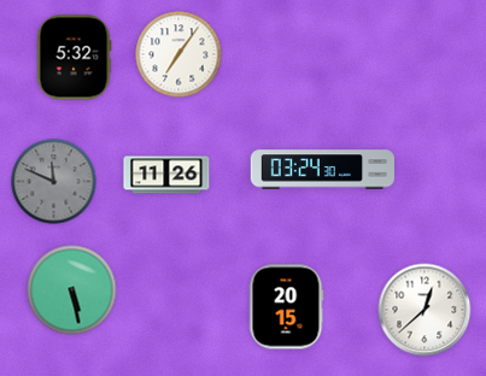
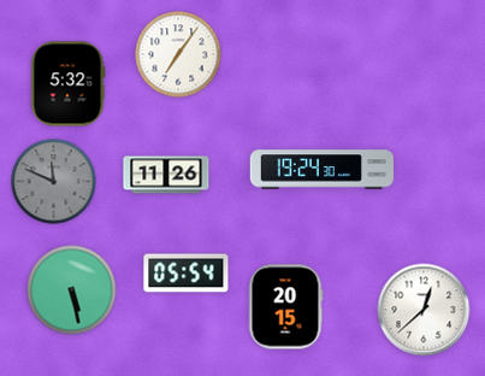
clock at (74, 58) position: (74, 58) -> (67, 84)
clock at (322, 170): 03:24 -> 19:24
clock at (187, 274): none -> 05:54
